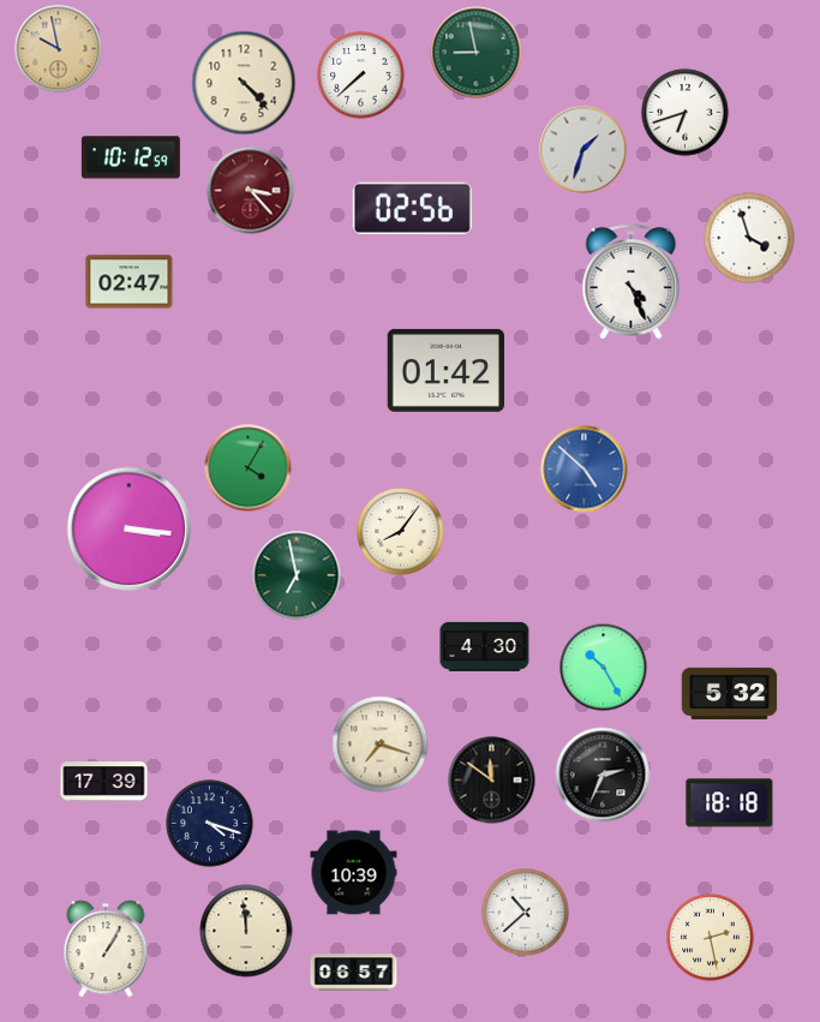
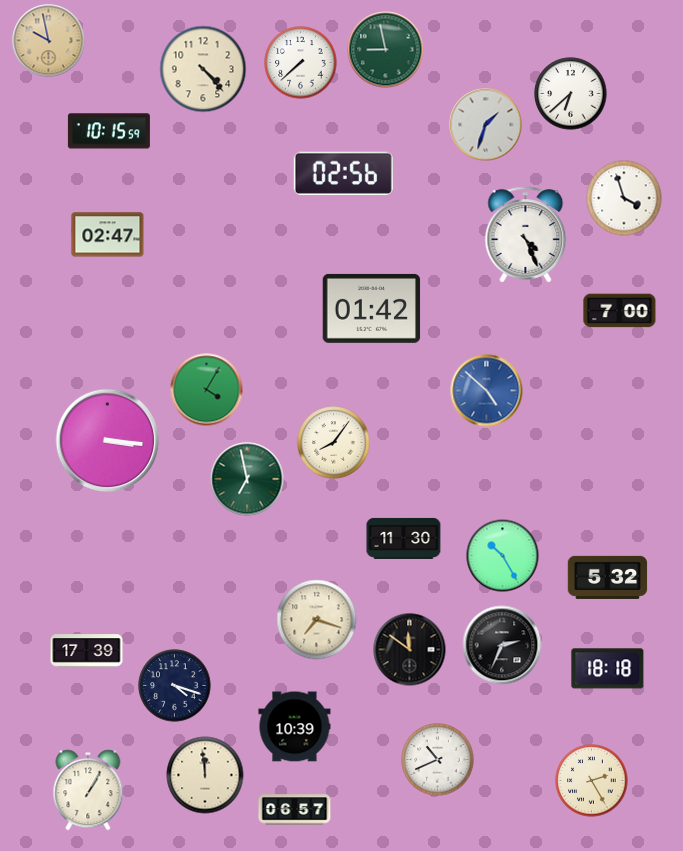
clock at (477, 53) position: (477, 53) -> (386, 50)
clock at (686, 113): 6:42 -> 6:38
clock at (131, 157): 10:12 -> 10:15
clock at (251, 191): 3:23 -> none
clock at (620, 311): none -> 7:00
clock at (485, 646): 4:30 -> 11:30
clock at (526, 913): 10:38 -> 10:41
clock at (711, 938): 2:28 -> 2:25
